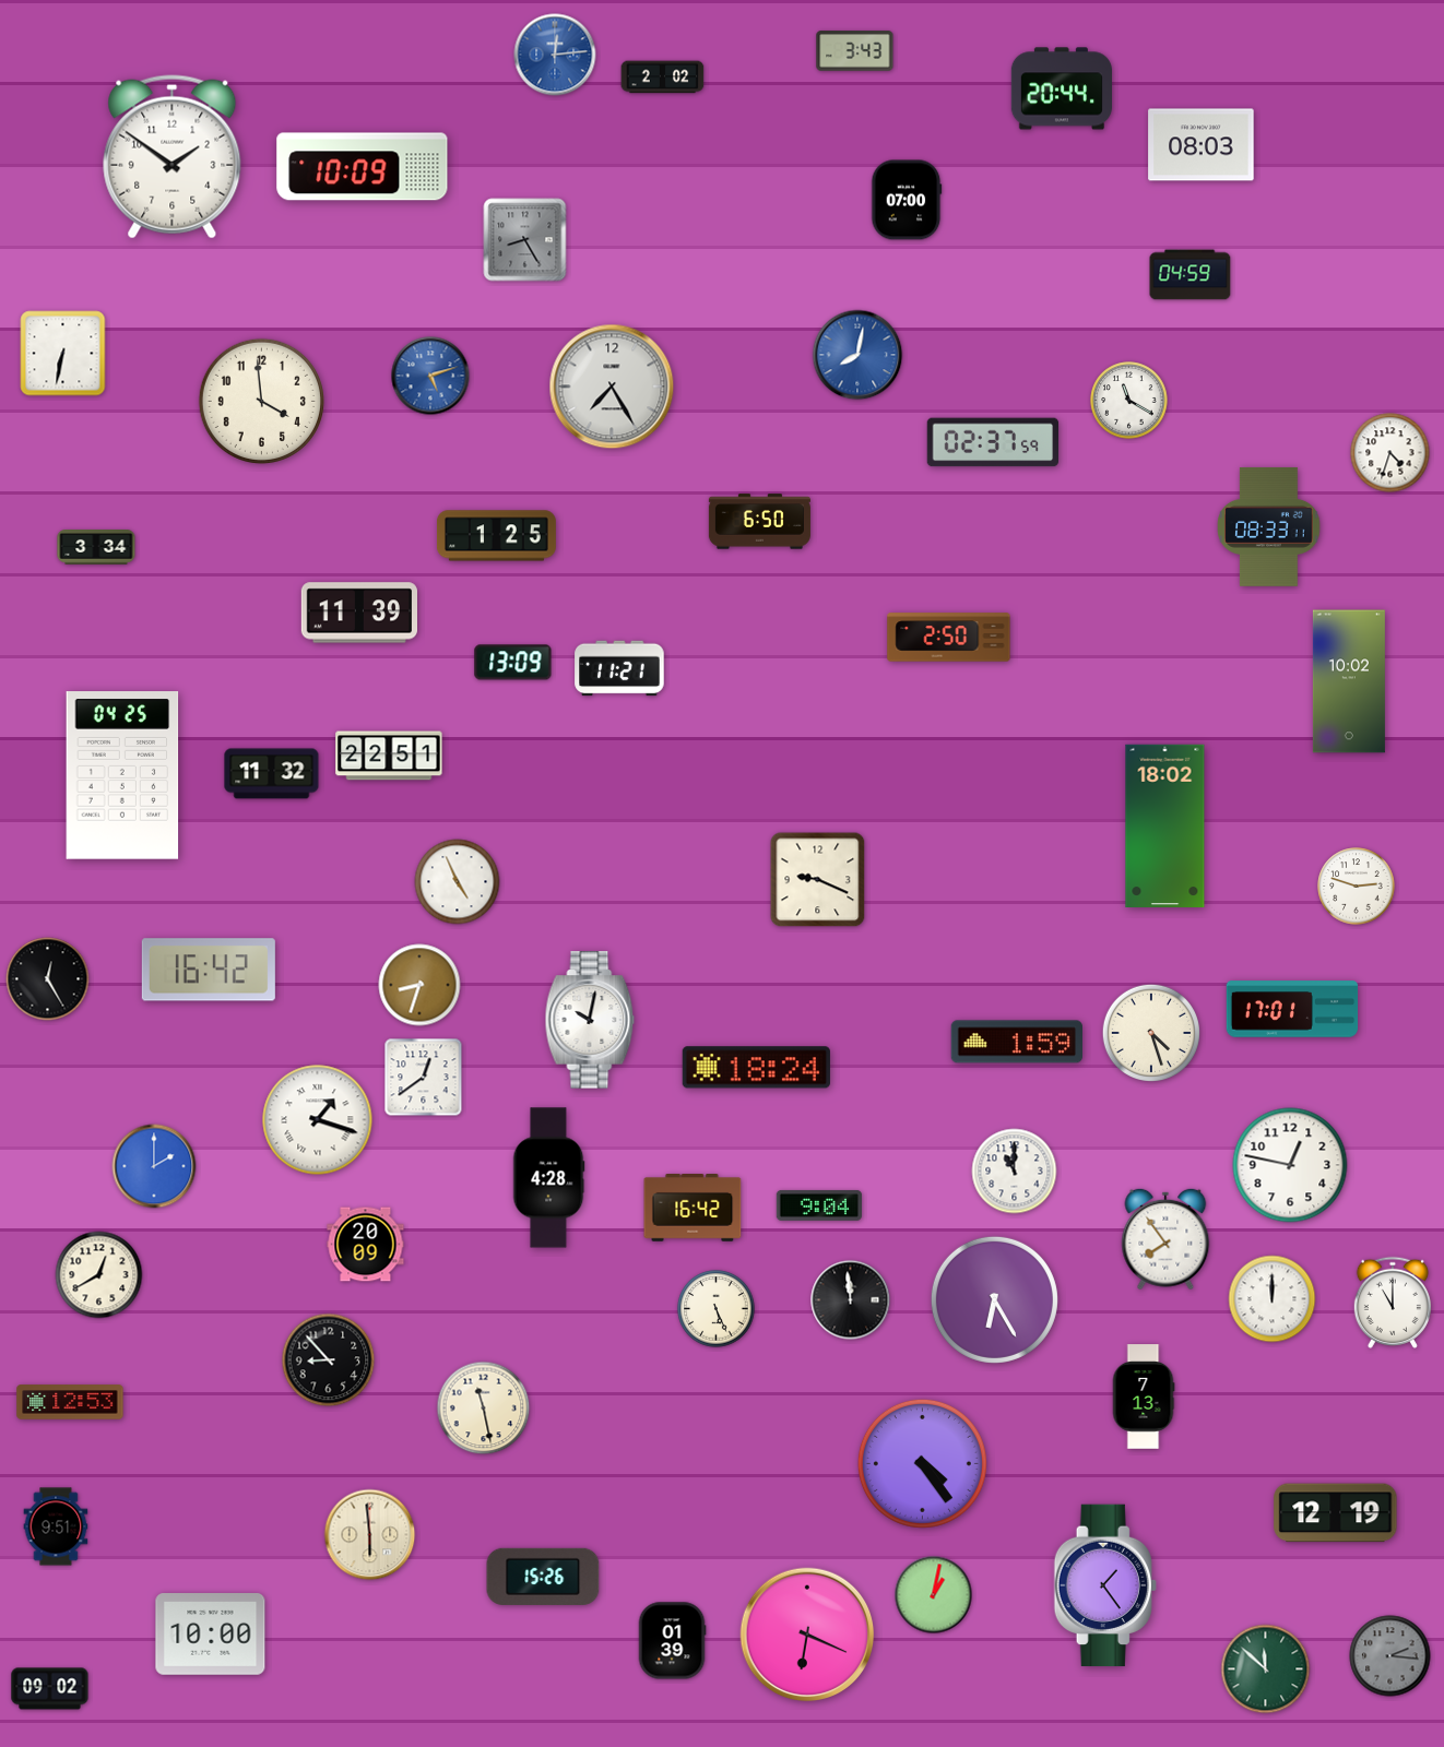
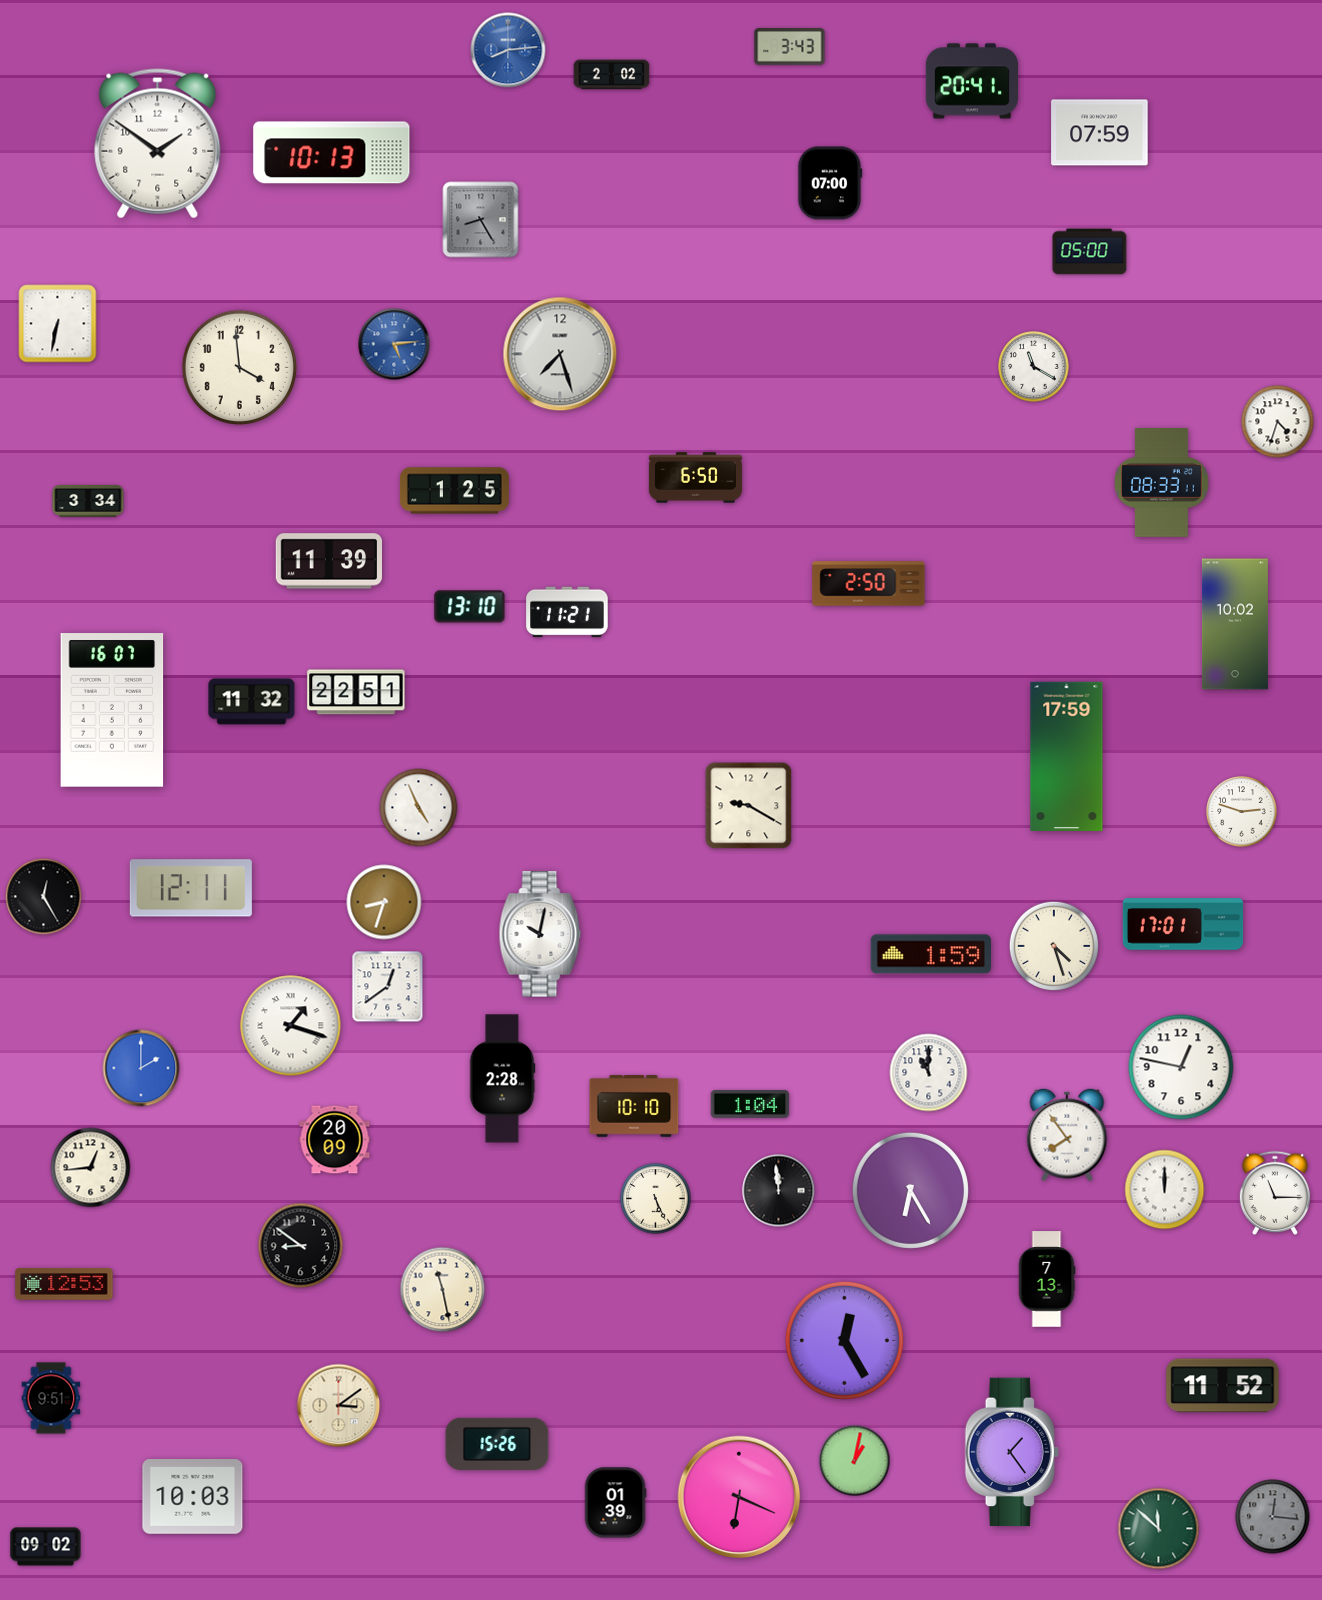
clock at (855, 51) position: (855, 51) -> (790, 47)
clock at (555, 55): 12:14 -> 8:14
clock at (663, 78) position: (663, 78) -> (612, 75)
clock at (1061, 88): 20:44 -> 20:41
clock at (1202, 145): 08:03 -> 07:59
clock at (363, 167): 10:09 -> 10:13
clock at (1191, 275): 04:59 -> 05:00
clock at (857, 355): 8:02 -> none
clock at (430, 376): 5:12 -> 5:14
clock at (612, 387): 7:25 -> 7:27
clock at (993, 442): 02:37 -> none
clock at (1390, 453) position: (1390, 453) -> (1278, 422)
clock at (513, 663): 13:09 -> 13:10
clock at (272, 774) position: (272, 774) -> (252, 702)
clock at (122, 775): 04:25 -> 16:07
clock at (1165, 825): 18:02 -> 17:59
clock at (818, 880): 9:19 -> 9:20
clock at (209, 970): 16:42 -> 12:11
clock at (756, 1068): 18:24 -> none
clock at (548, 1178): 4:28 -> 2:28
clock at (819, 1205): 9:04 -> 1:04
clock at (693, 1209): 16:42 -> 10:10
clock at (99, 1275): 12:40 -> 12:44
clock at (1393, 1303): 11:00 -> 11:15
clock at (329, 1360): 8:53 -> 8:51
clock at (922, 1463): 4:24 -> 12:25
clock at (1336, 1513): 12:19 -> 11:52
clock at (370, 1535): 5:59 -> 3:09
clock at (211, 1635): 10:00 -> 10:03
clock at (1390, 1656): 2:16 -> 12:16
